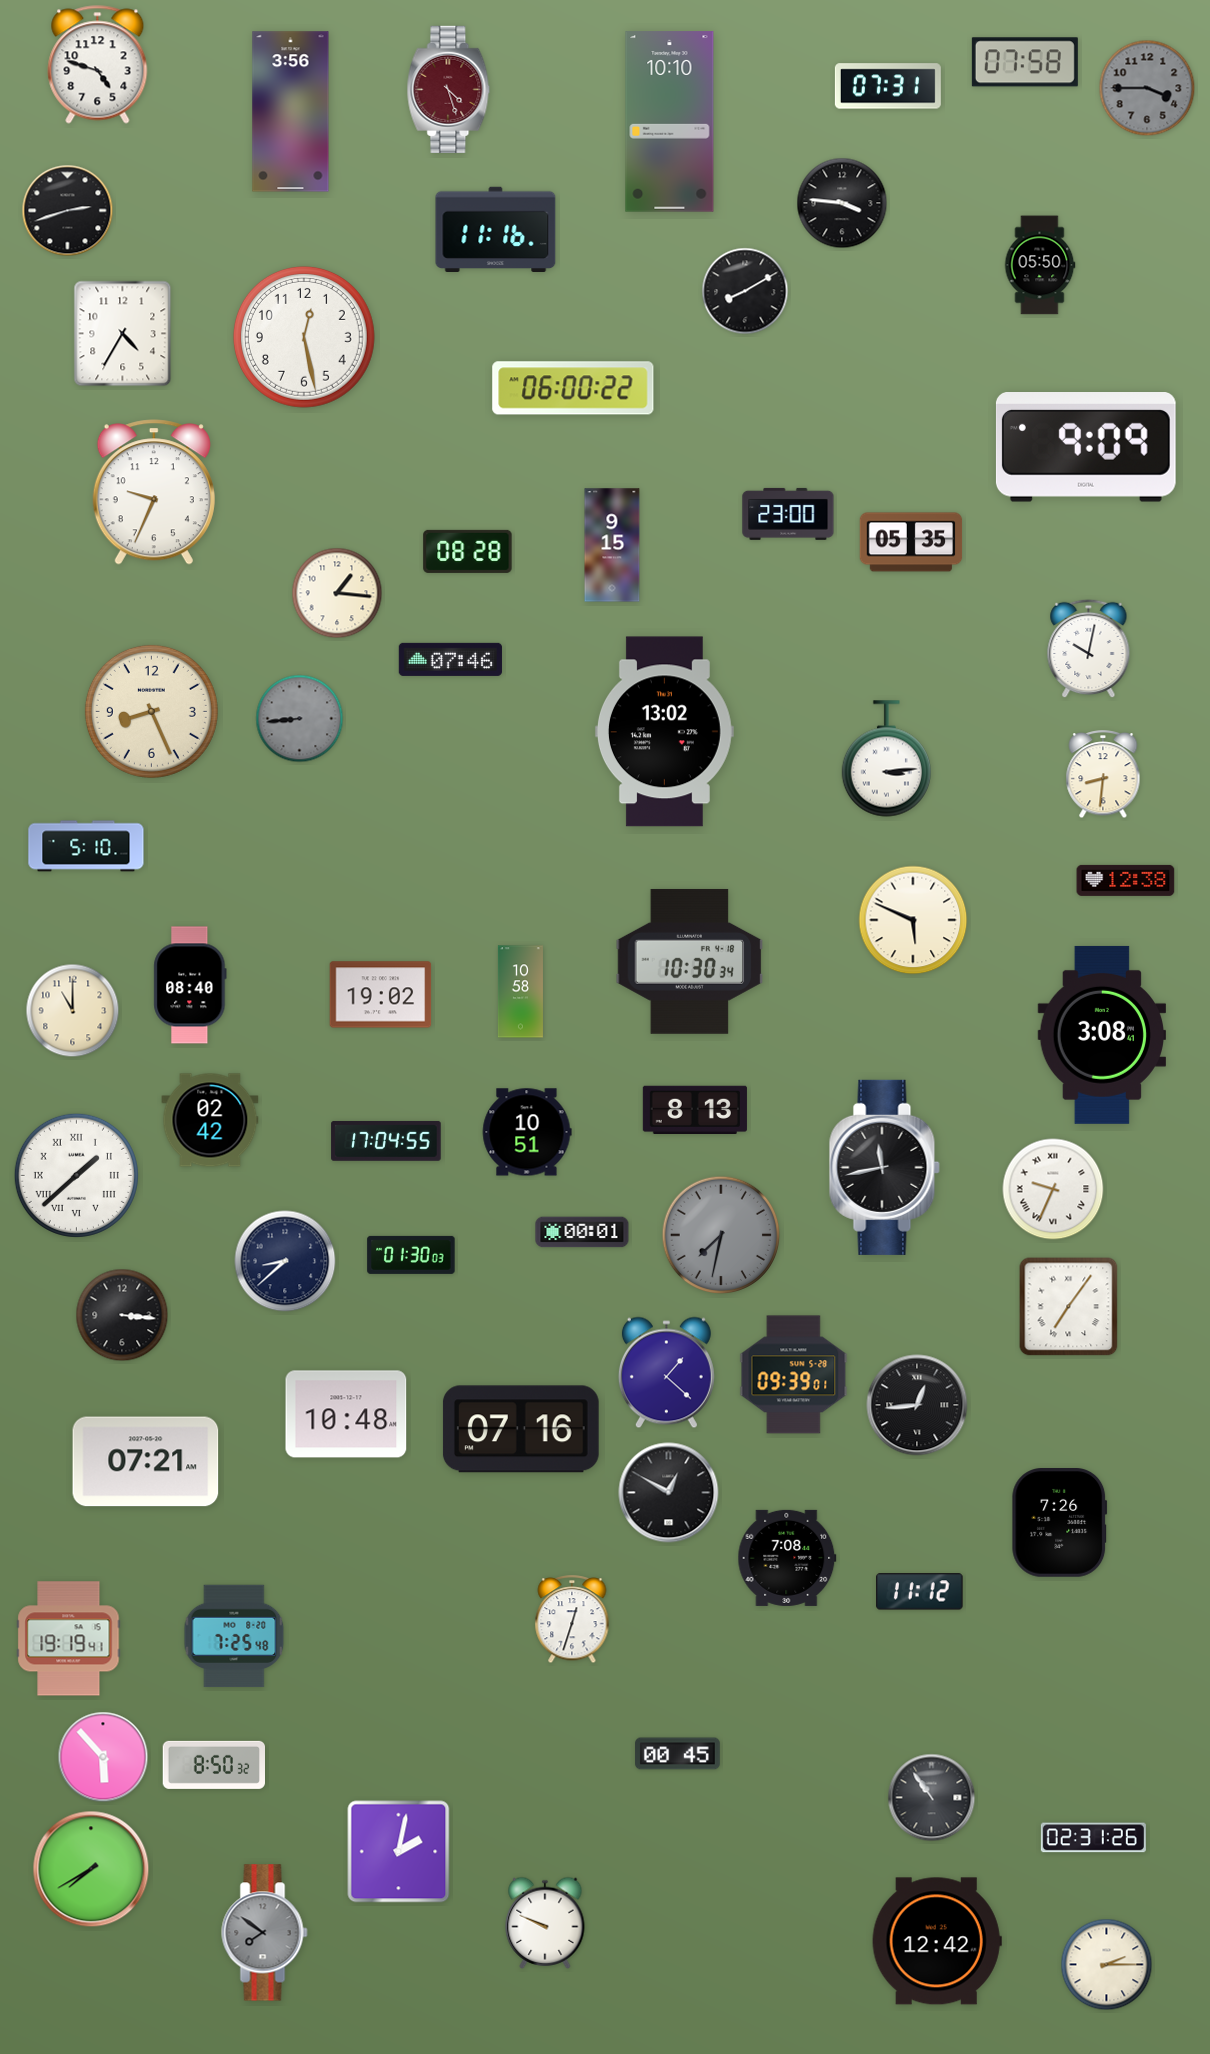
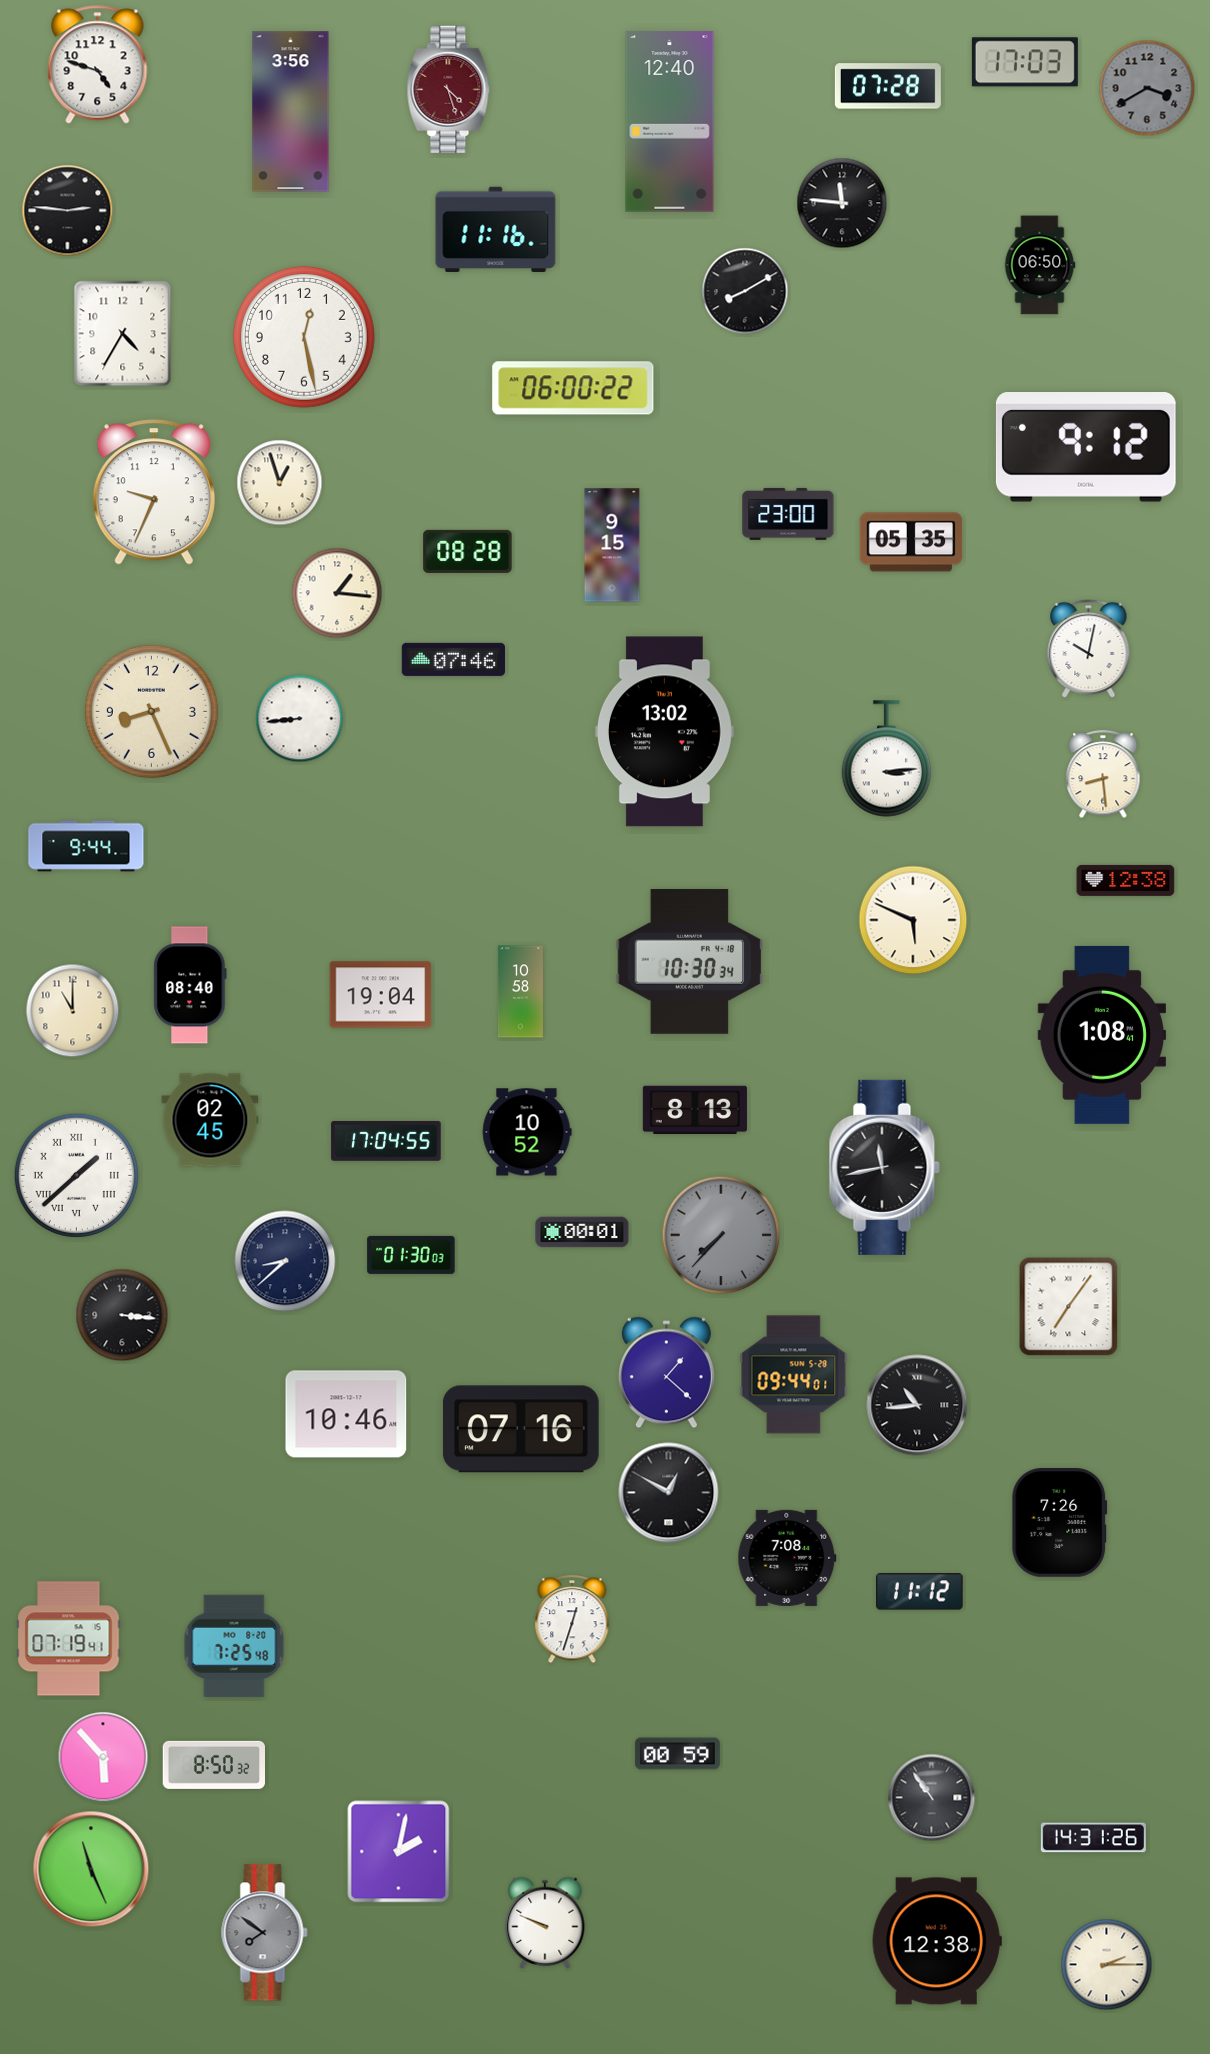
clock at (1025, 62): 07:58 -> 17:03
clock at (888, 86): 07:31 -> 07:28
clock at (1147, 88): 3:45 -> 3:40
clock at (670, 122): 10:10 -> 12:40
clock at (842, 203): 3:46 -> 11:46
clock at (68, 211): 2:42 -> 2:46
clock at (1040, 265): 05:50 -> 06:50
clock at (1086, 448): 9:09 -> 9:12
clock at (280, 483): none -> 12:57
clock at (450, 659) position: (450, 659) -> (453, 659)
clock at (300, 719) dial: grey -> white
clock at (1103, 775): 8:31 -> 8:29
clock at (86, 846): 5:10 -> 9:44
clock at (381, 995): 19:02 -> 19:04
clock at (1101, 1035): 3:08 -> 1:08
clock at (210, 1120): 02:42 -> 02:45
clock at (527, 1132): 10:51 -> 10:52
clock at (1053, 1189): 9:34 -> none
clock at (721, 1235): 7:32 -> 7:37
clock at (794, 1375): 09:39 -> 09:44
clock at (917, 1405): 12:44 -> 10:44
clock at (346, 1414): 10:48 -> 10:46
clock at (146, 1462): 07:21 -> none
clock at (234, 1636) position: (234, 1636) -> (234, 1646)
clock at (69, 1639): 19:19 -> 07:19
clock at (678, 1754): 00:45 -> 00:59
clock at (1093, 1838): 02:31 -> 14:31
clock at (91, 1869): 7:40 -> 11:26
clock at (937, 1941): 12:42 -> 12:38
